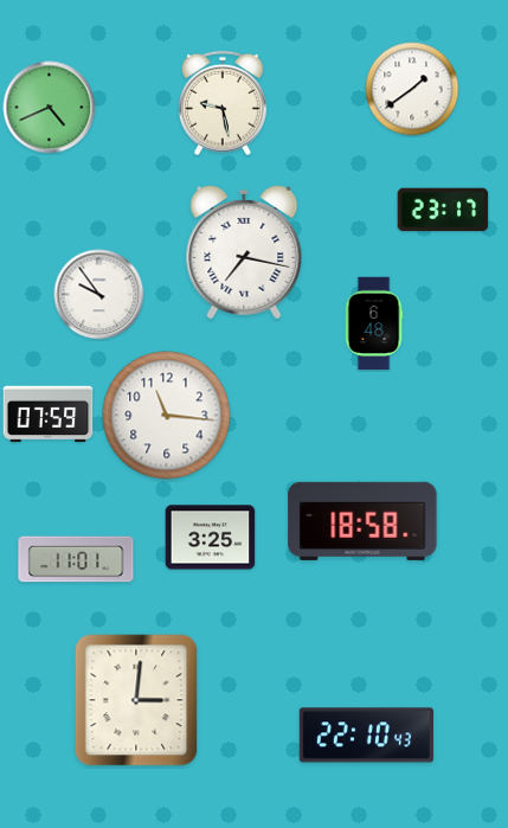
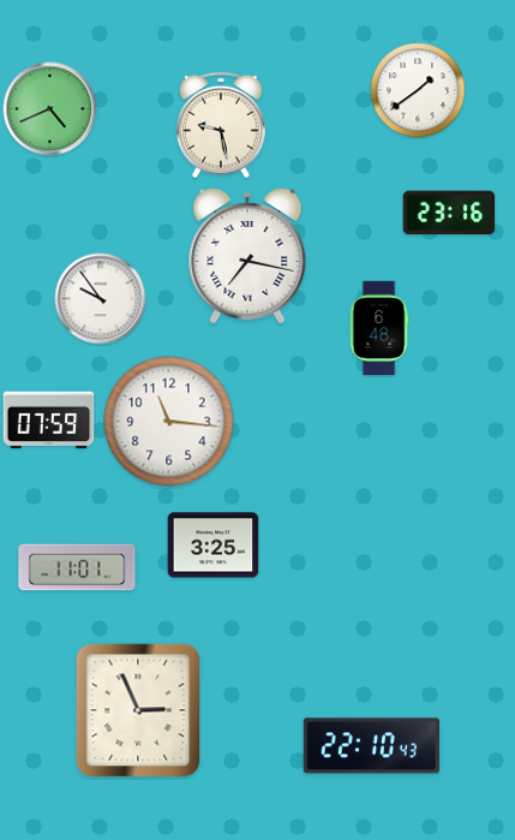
clock at (223, 103) position: (223, 103) -> (221, 125)
clock at (443, 210): 23:17 -> 23:16
clock at (362, 521): 18:58 -> none
clock at (136, 700): 3:01 -> 2:56
